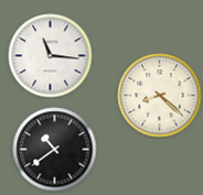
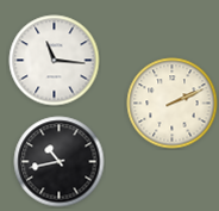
clock at (160, 96): 8:22 -> 2:11
clock at (55, 150): 10:39 -> 10:43
